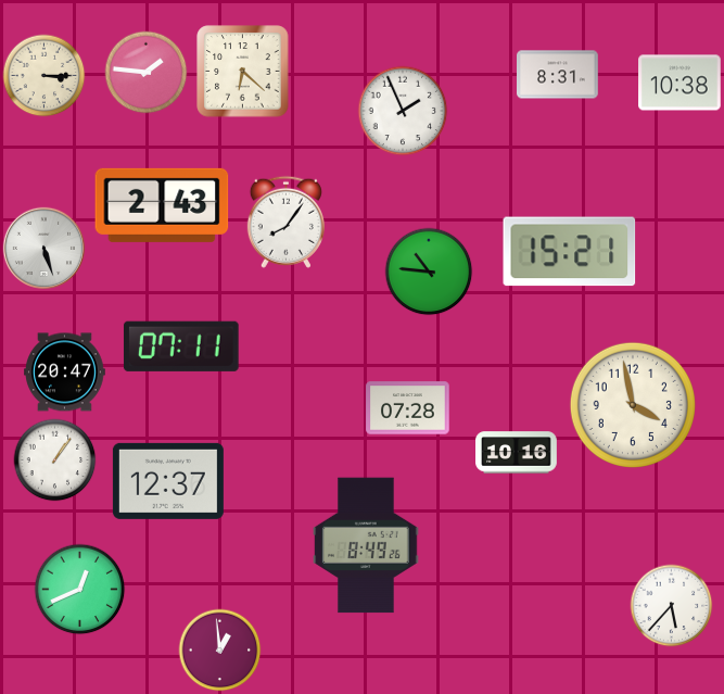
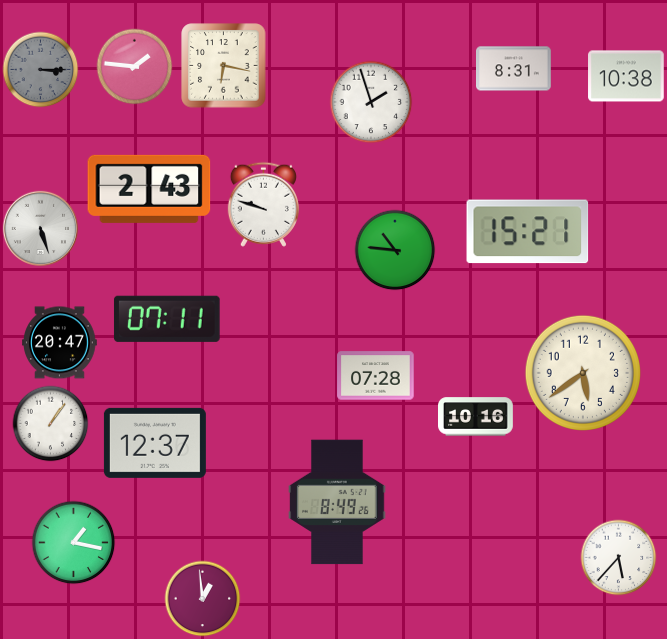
clock at (243, 72): 6:22 -> 6:17
clock at (45, 76) dial: cream -> grey
clock at (403, 111): 1:56 -> 1:57
clock at (285, 222): 8:06 -> 9:48
clock at (570, 252) position: (570, 252) -> (528, 232)
clock at (633, 405): 3:58 -> 5:39
clock at (80, 590): 12:41 -> 1:17
